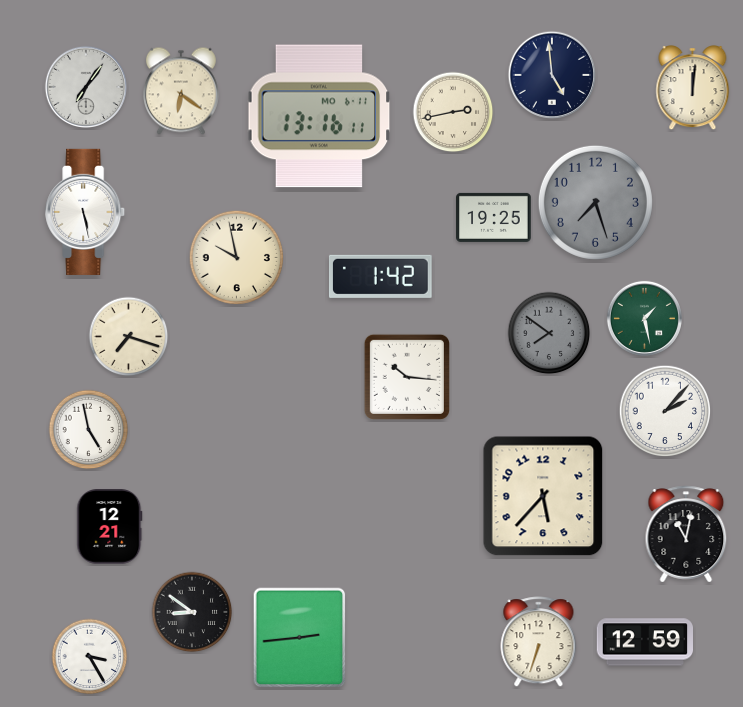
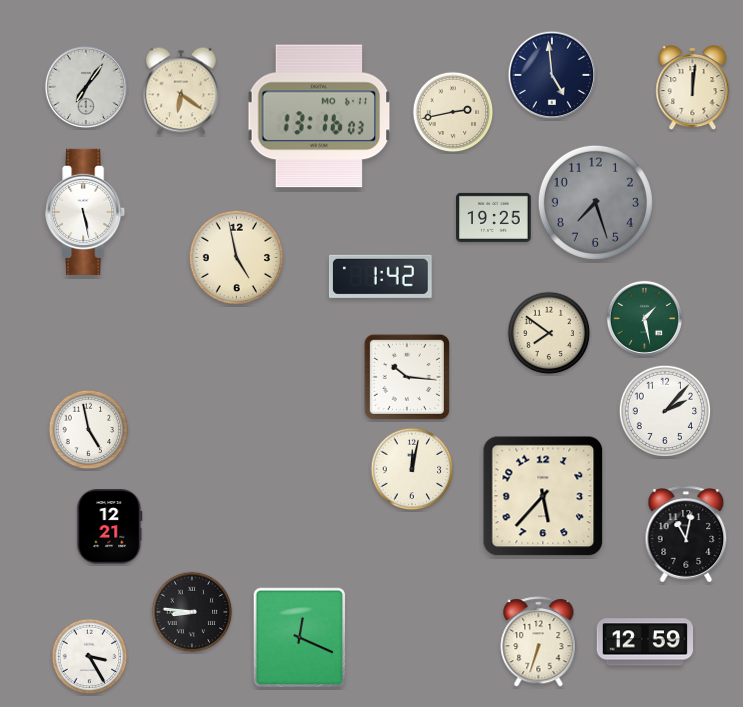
clock at (319, 116): 13:16:11 -> 13:16:03
clock at (237, 258): 9:58 -> 4:58
clock at (549, 333) dial: grey -> cream
clock at (129, 337): 7:18 -> none
clock at (412, 469): none -> 12:02
clock at (192, 612): 8:51 -> 8:46
clock at (300, 638): 2:44 -> 12:19
